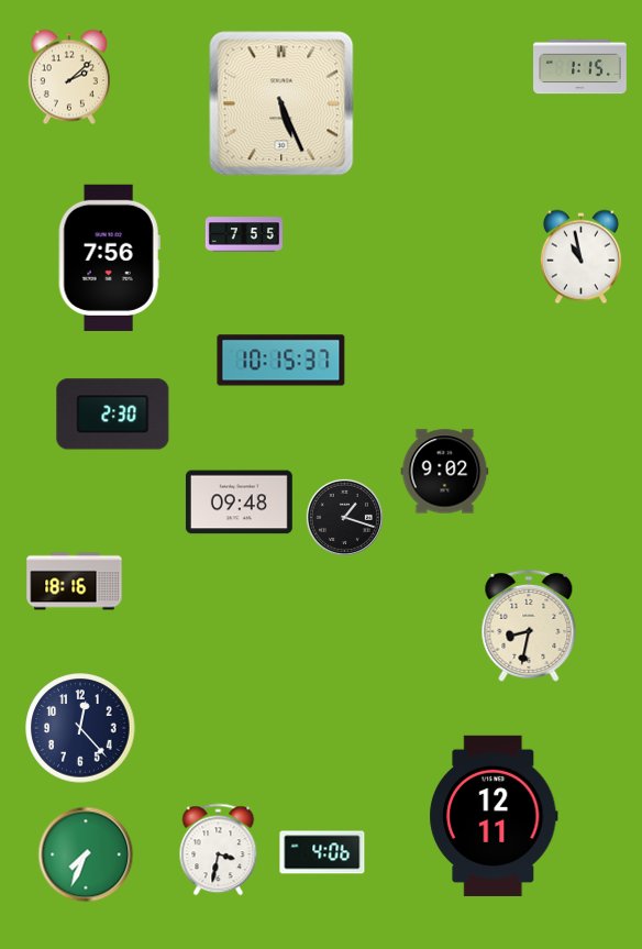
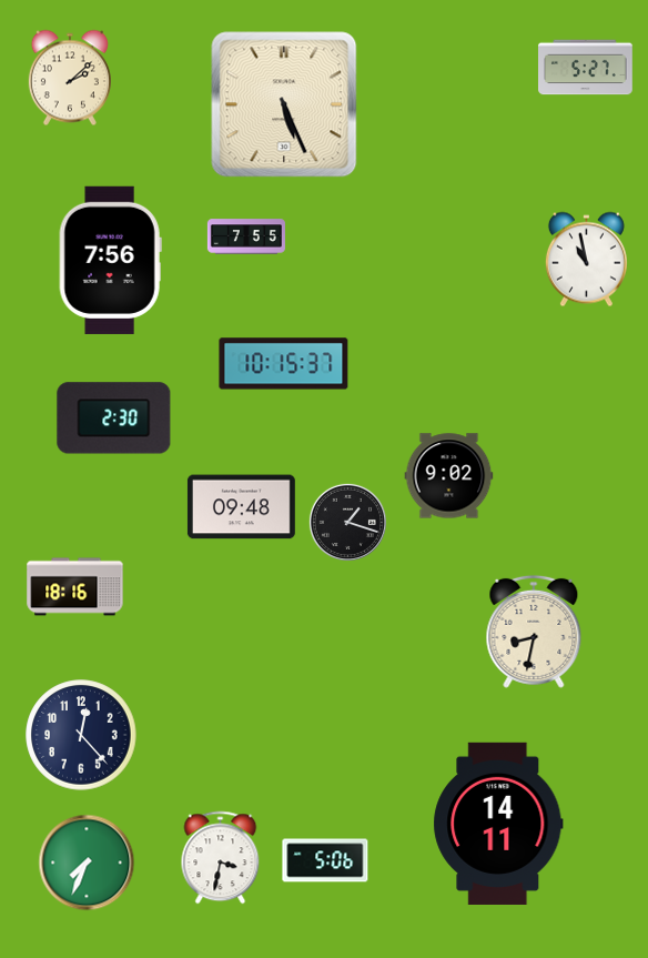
clock at (580, 67): 1:15 -> 5:27
clock at (494, 816): 12:11 -> 14:11
clock at (322, 852): 4:06 -> 5:06
